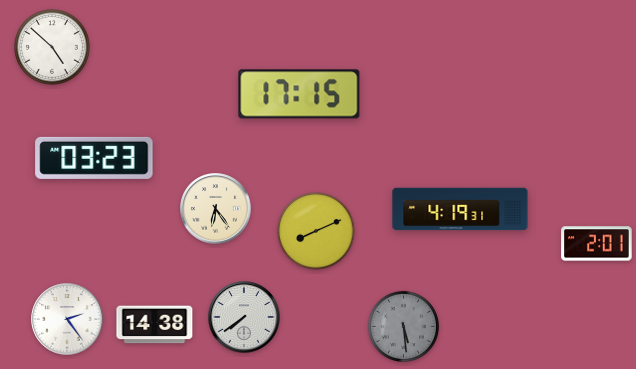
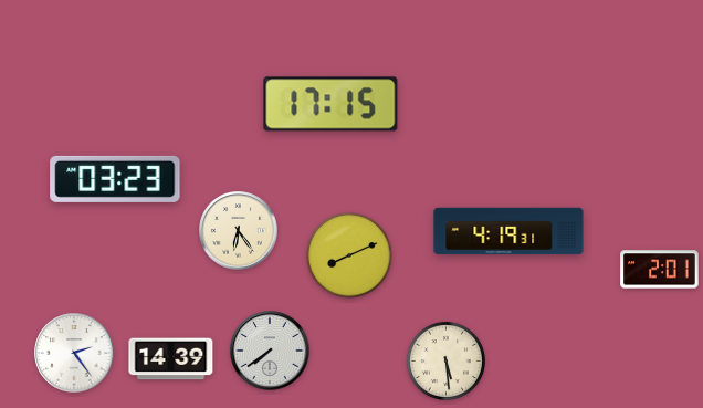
clock at (52, 47): 4:52 -> none
clock at (94, 158) position: (94, 158) -> (115, 179)
clock at (155, 325): 14:38 -> 14:39
clock at (403, 326) dial: grey -> cream
